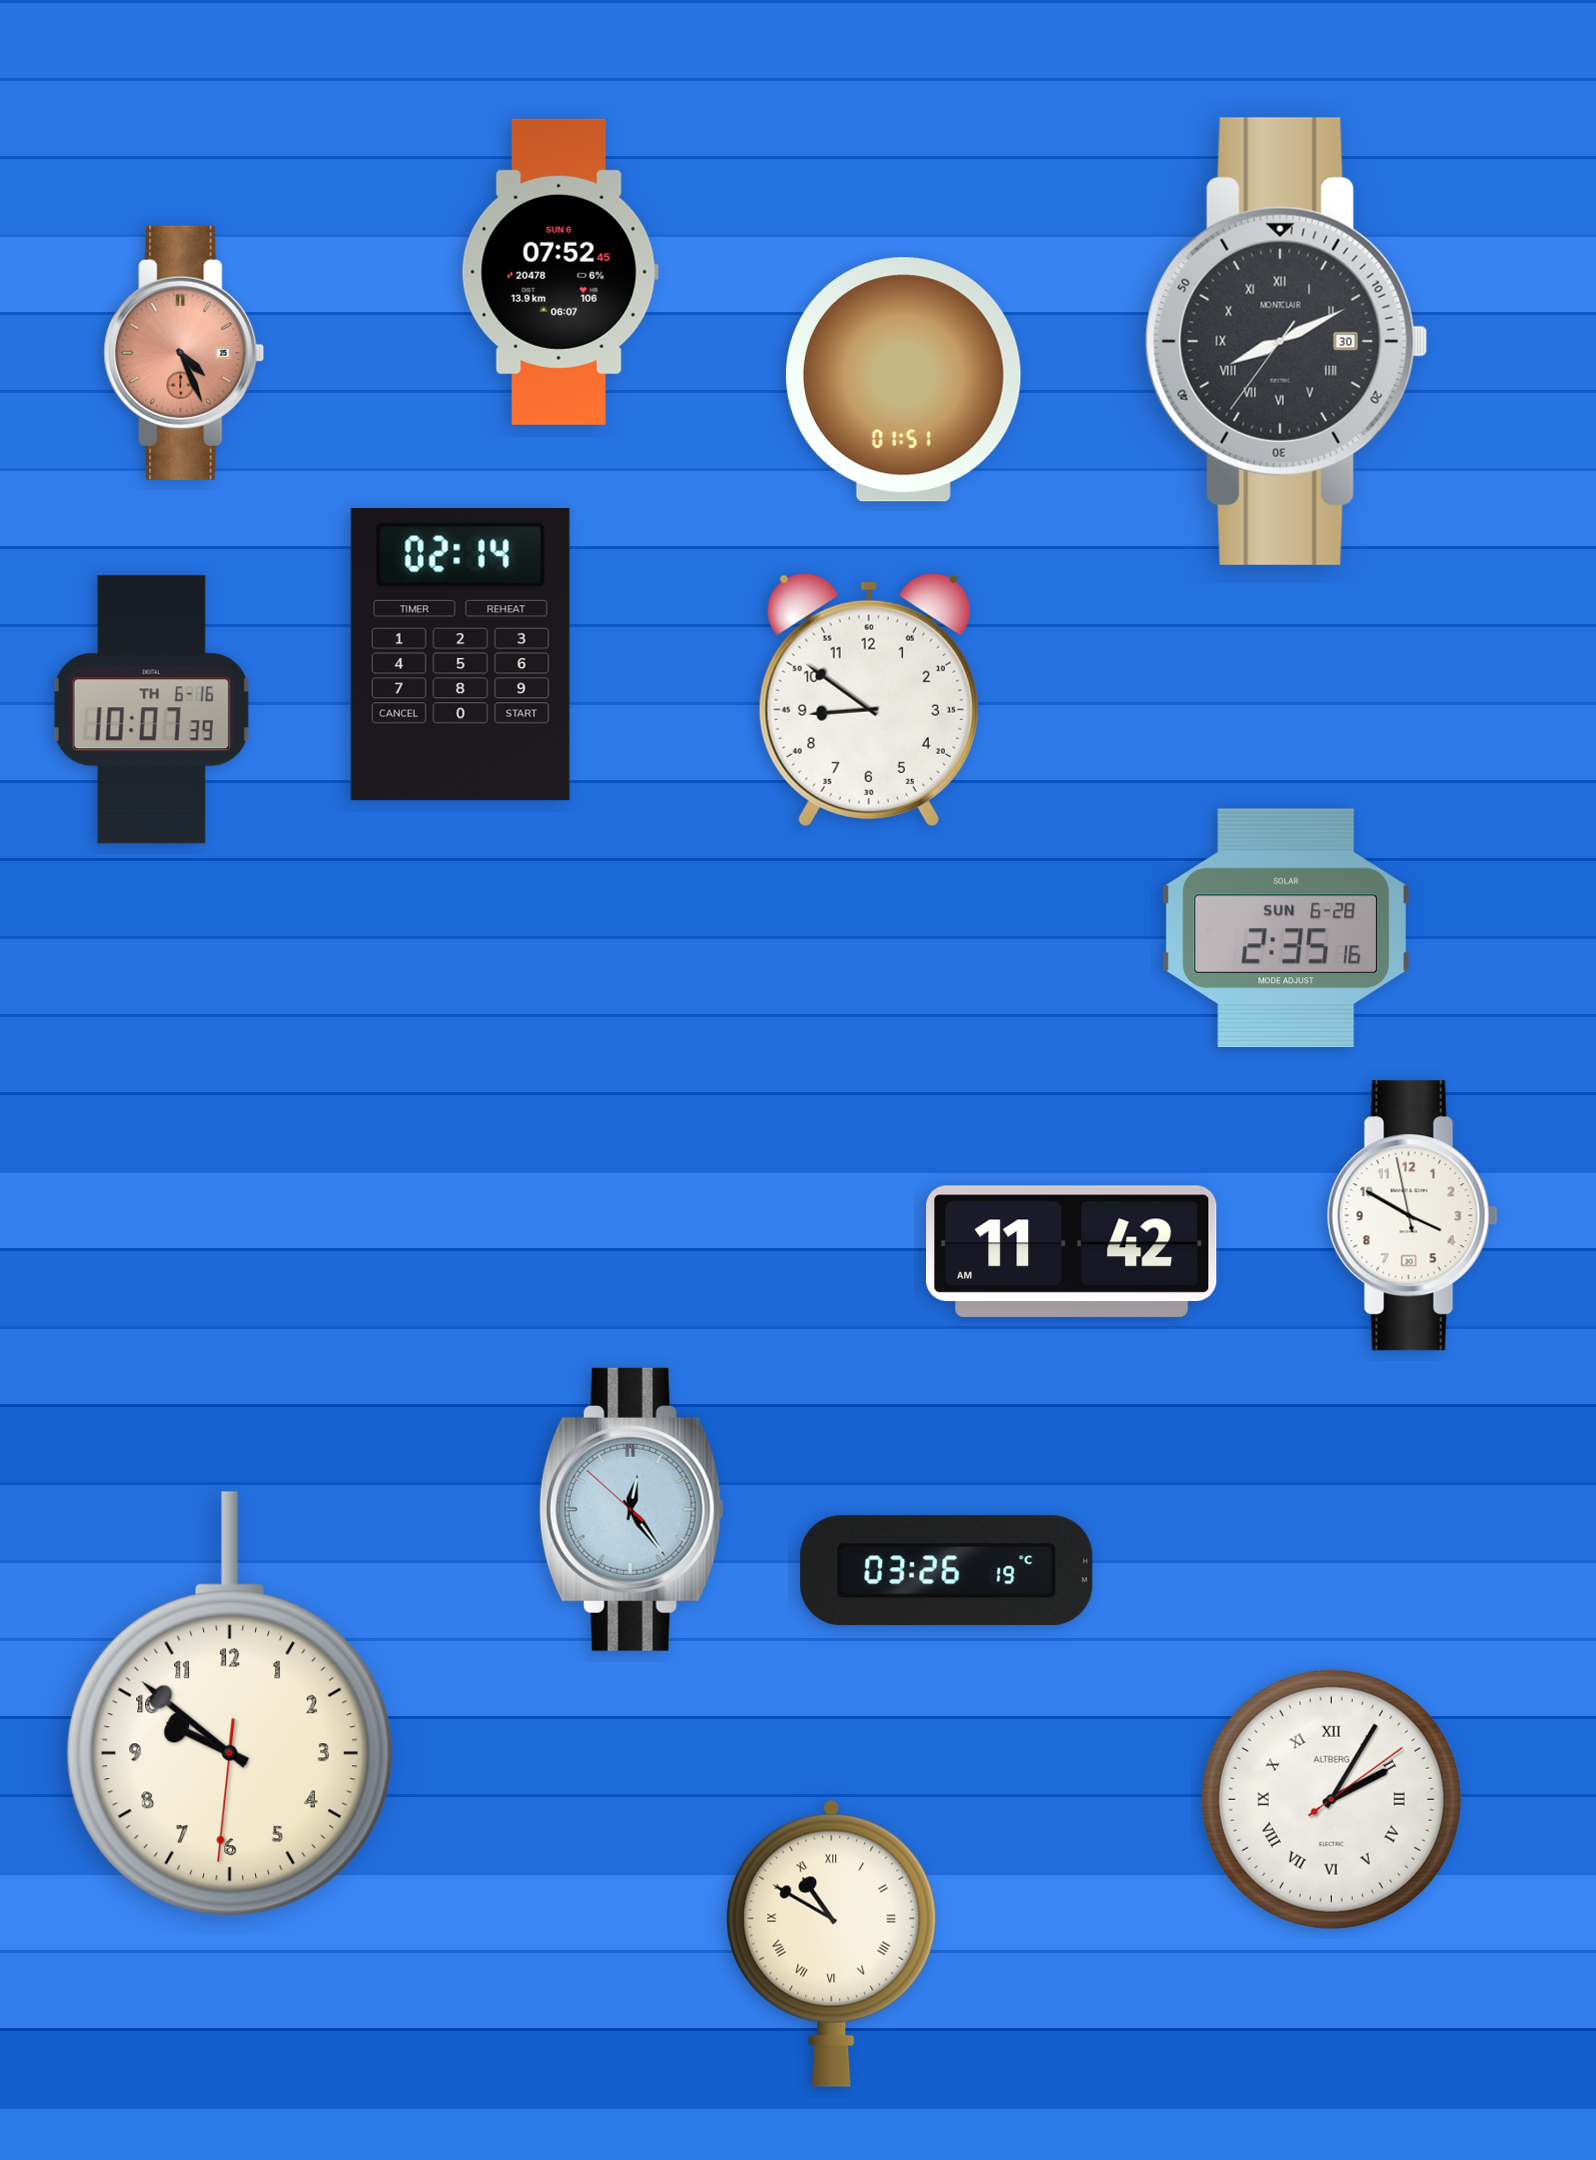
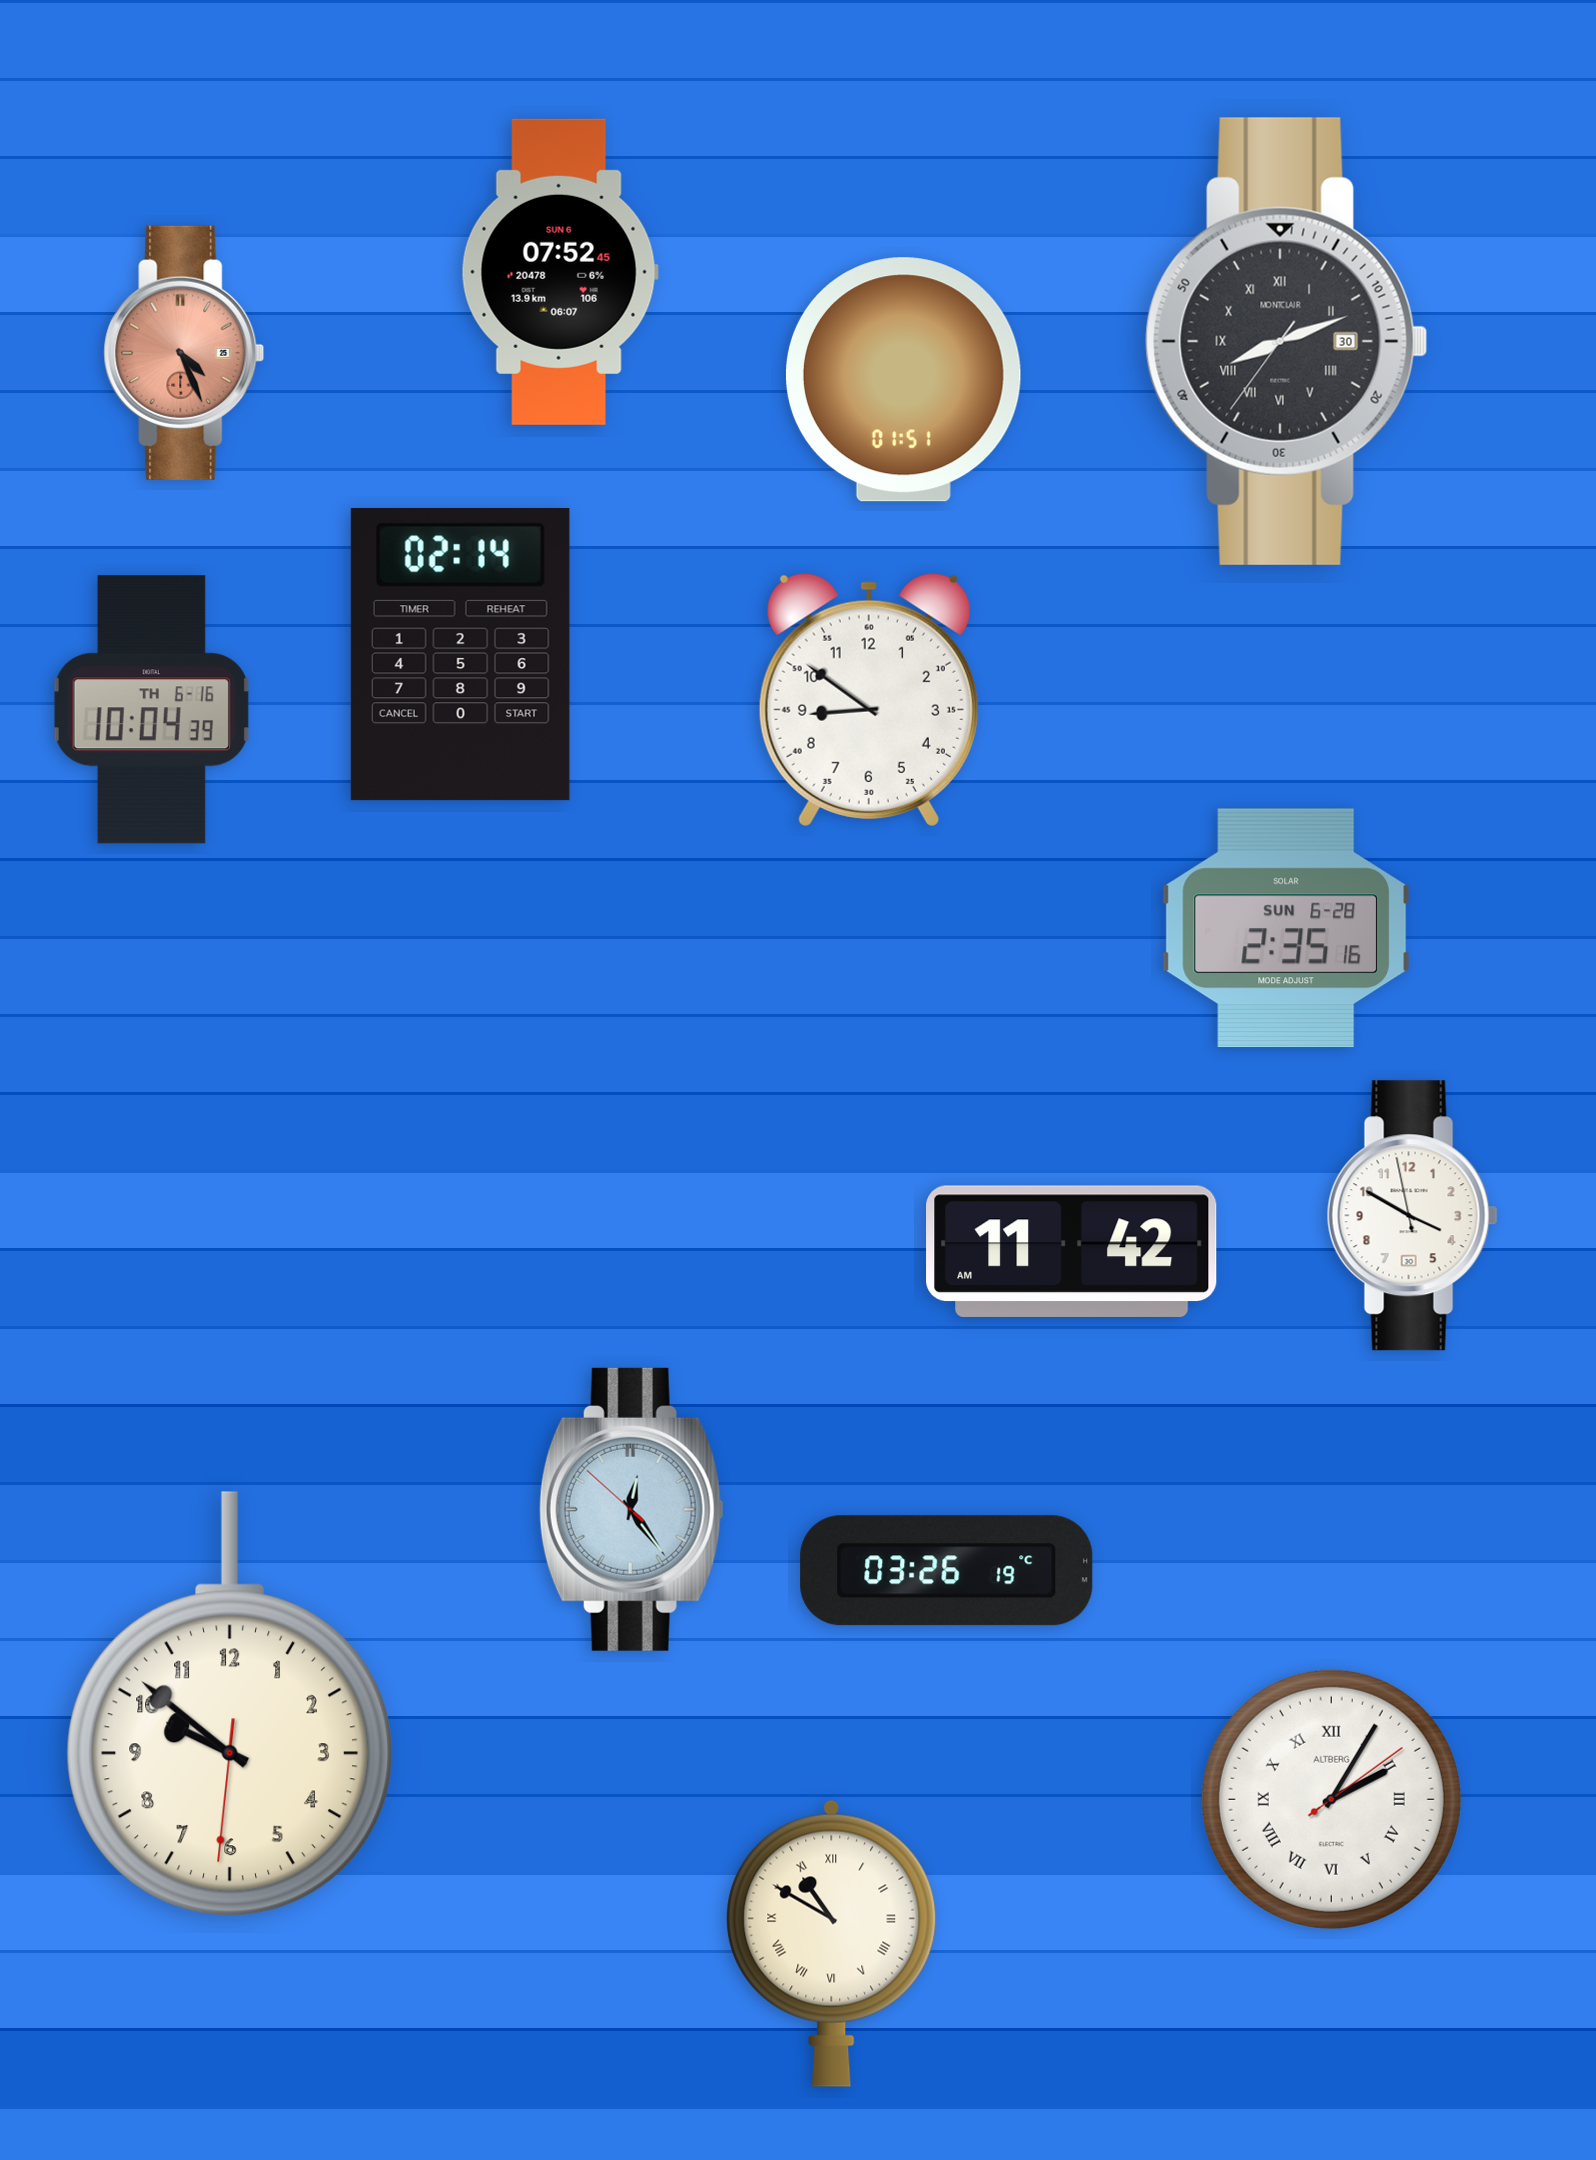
clock at (1287, 341): 8:10 -> 8:11
clock at (151, 710): 10:07 -> 10:04
